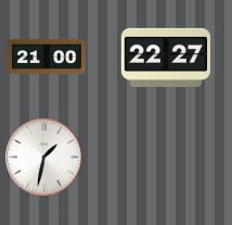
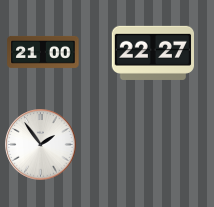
clock at (44, 158): 1:32 -> 1:54
